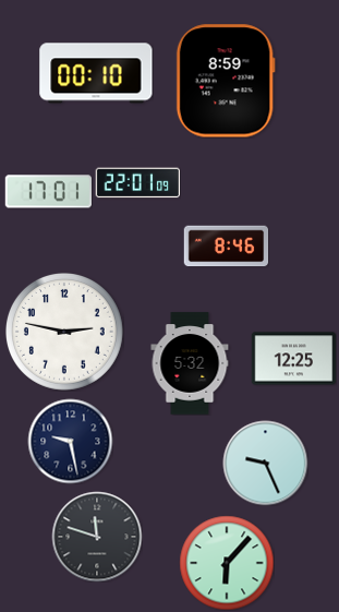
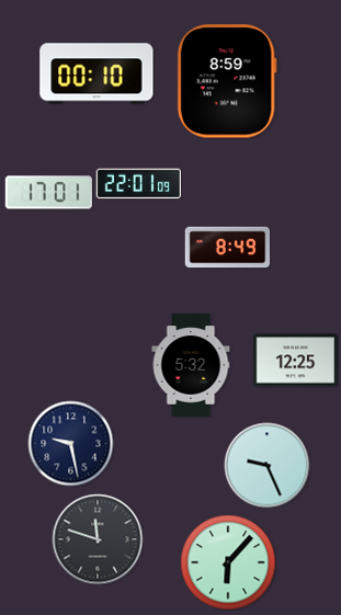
clock at (226, 247): 8:46 -> 8:49
clock at (64, 332): 2:47 -> none
clock at (227, 563) position: (227, 563) -> (228, 562)
